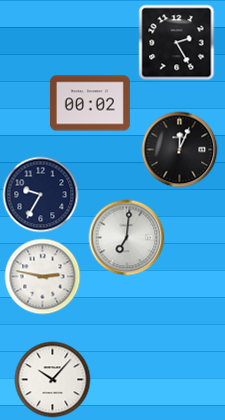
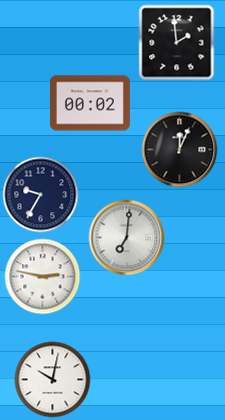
clock at (177, 43): 2:25 -> 1:59
clock at (53, 380): 10:07 -> 10:02
